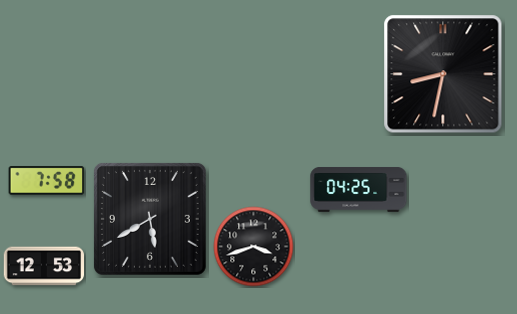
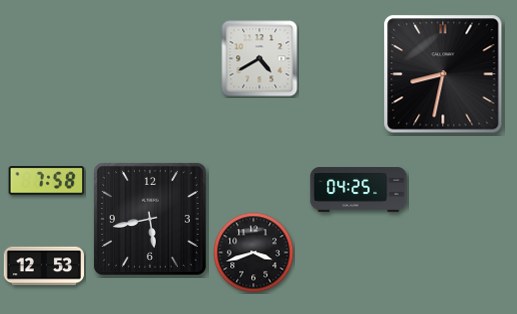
clock at (260, 59): none -> 4:40
clock at (150, 219): 5:40 -> 5:43
clock at (254, 247) position: (254, 247) -> (254, 253)
